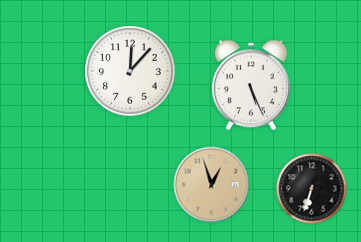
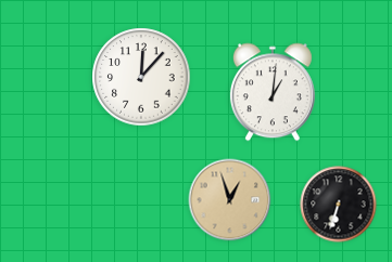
clock at (251, 85): 5:26 -> 1:01
